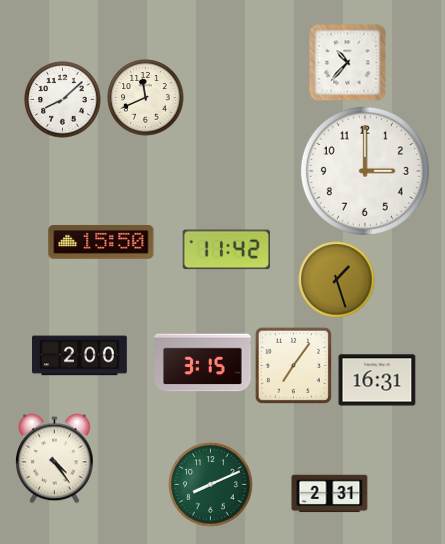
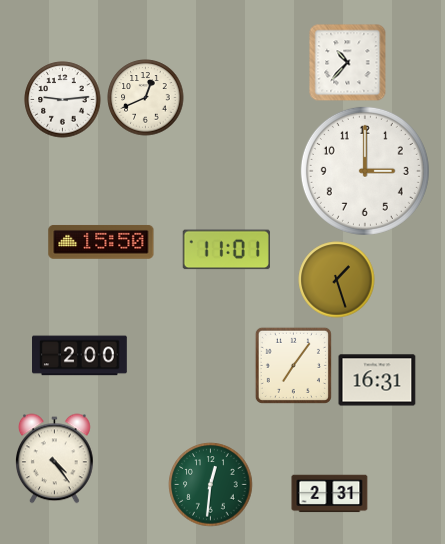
clock at (146, 98): 11:41 -> 12:41
clock at (63, 100): 8:08 -> 9:14
clock at (226, 250): 11:42 -> 11:01
clock at (203, 363): 3:15 -> none
clock at (211, 485): 8:11 -> 12:31
